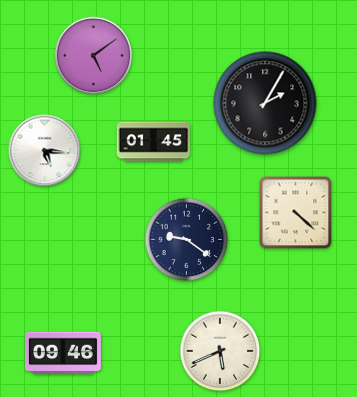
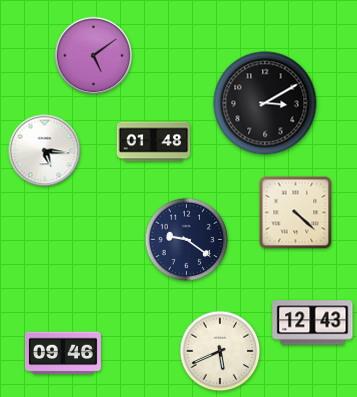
clock at (265, 103): 2:05 -> 3:10
clock at (154, 142): 01:45 -> 01:48
clock at (313, 323): none -> 12:43
